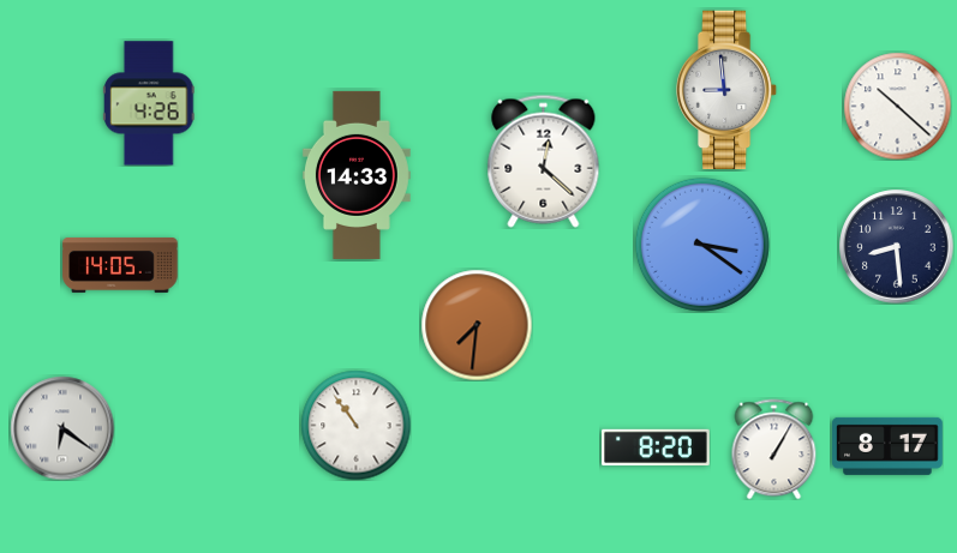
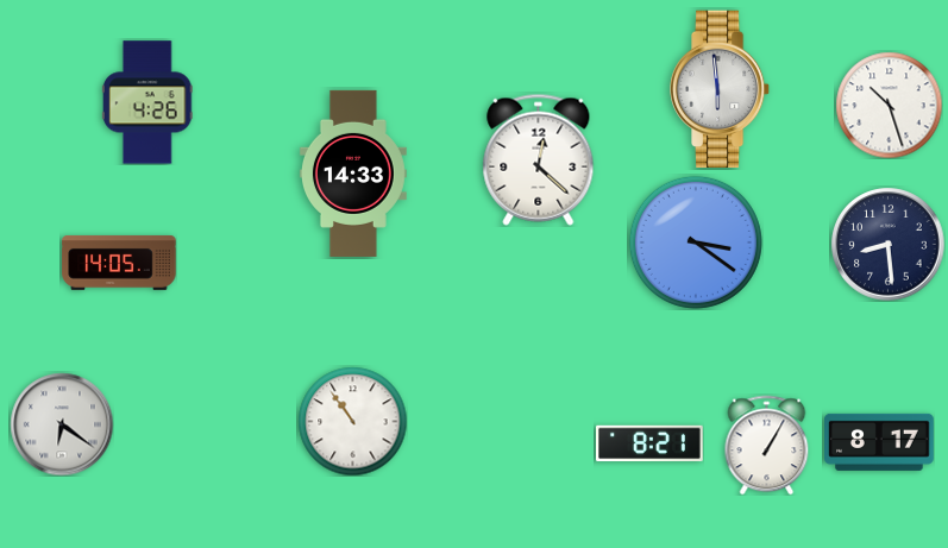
clock at (726, 90): 8:59 -> 5:59
clock at (897, 106): 10:22 -> 10:27
clock at (477, 325): 7:31 -> none
clock at (657, 447): 8:20 -> 8:21
